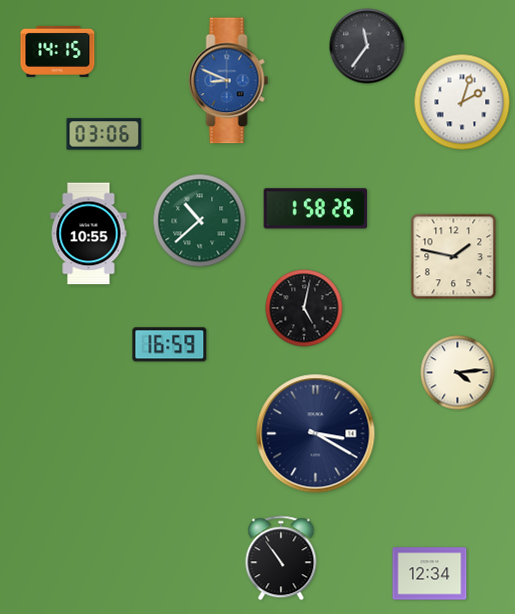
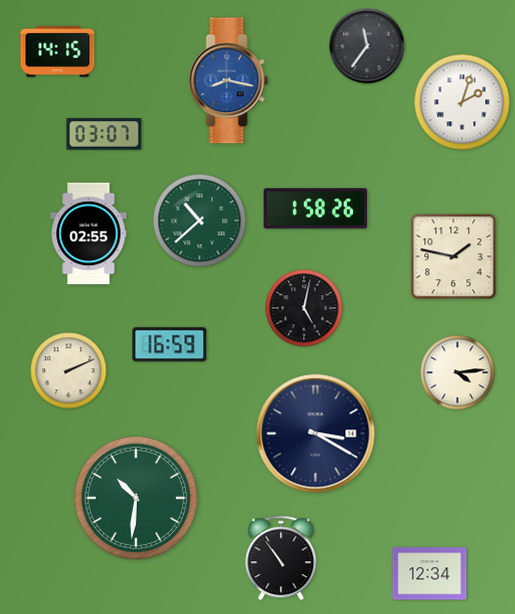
clock at (229, 81): 8:49 -> 8:17
clock at (104, 134): 03:06 -> 03:07
clock at (89, 234): 10:55 -> 02:55
clock at (69, 371): none -> 2:11
clock at (136, 498): none -> 10:31
